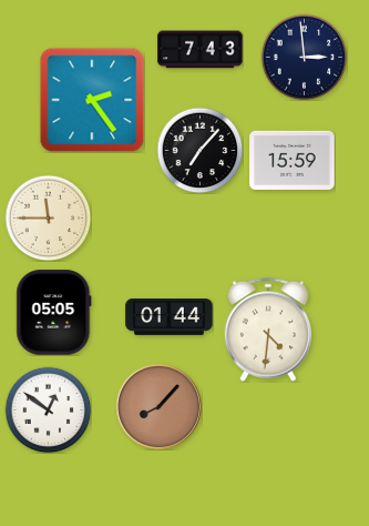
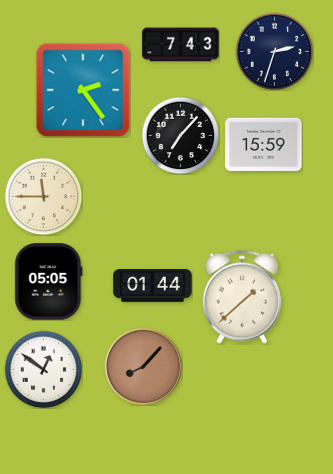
clock at (304, 57): 2:59 -> 2:33
clock at (267, 330): 4:31 -> 1:38
